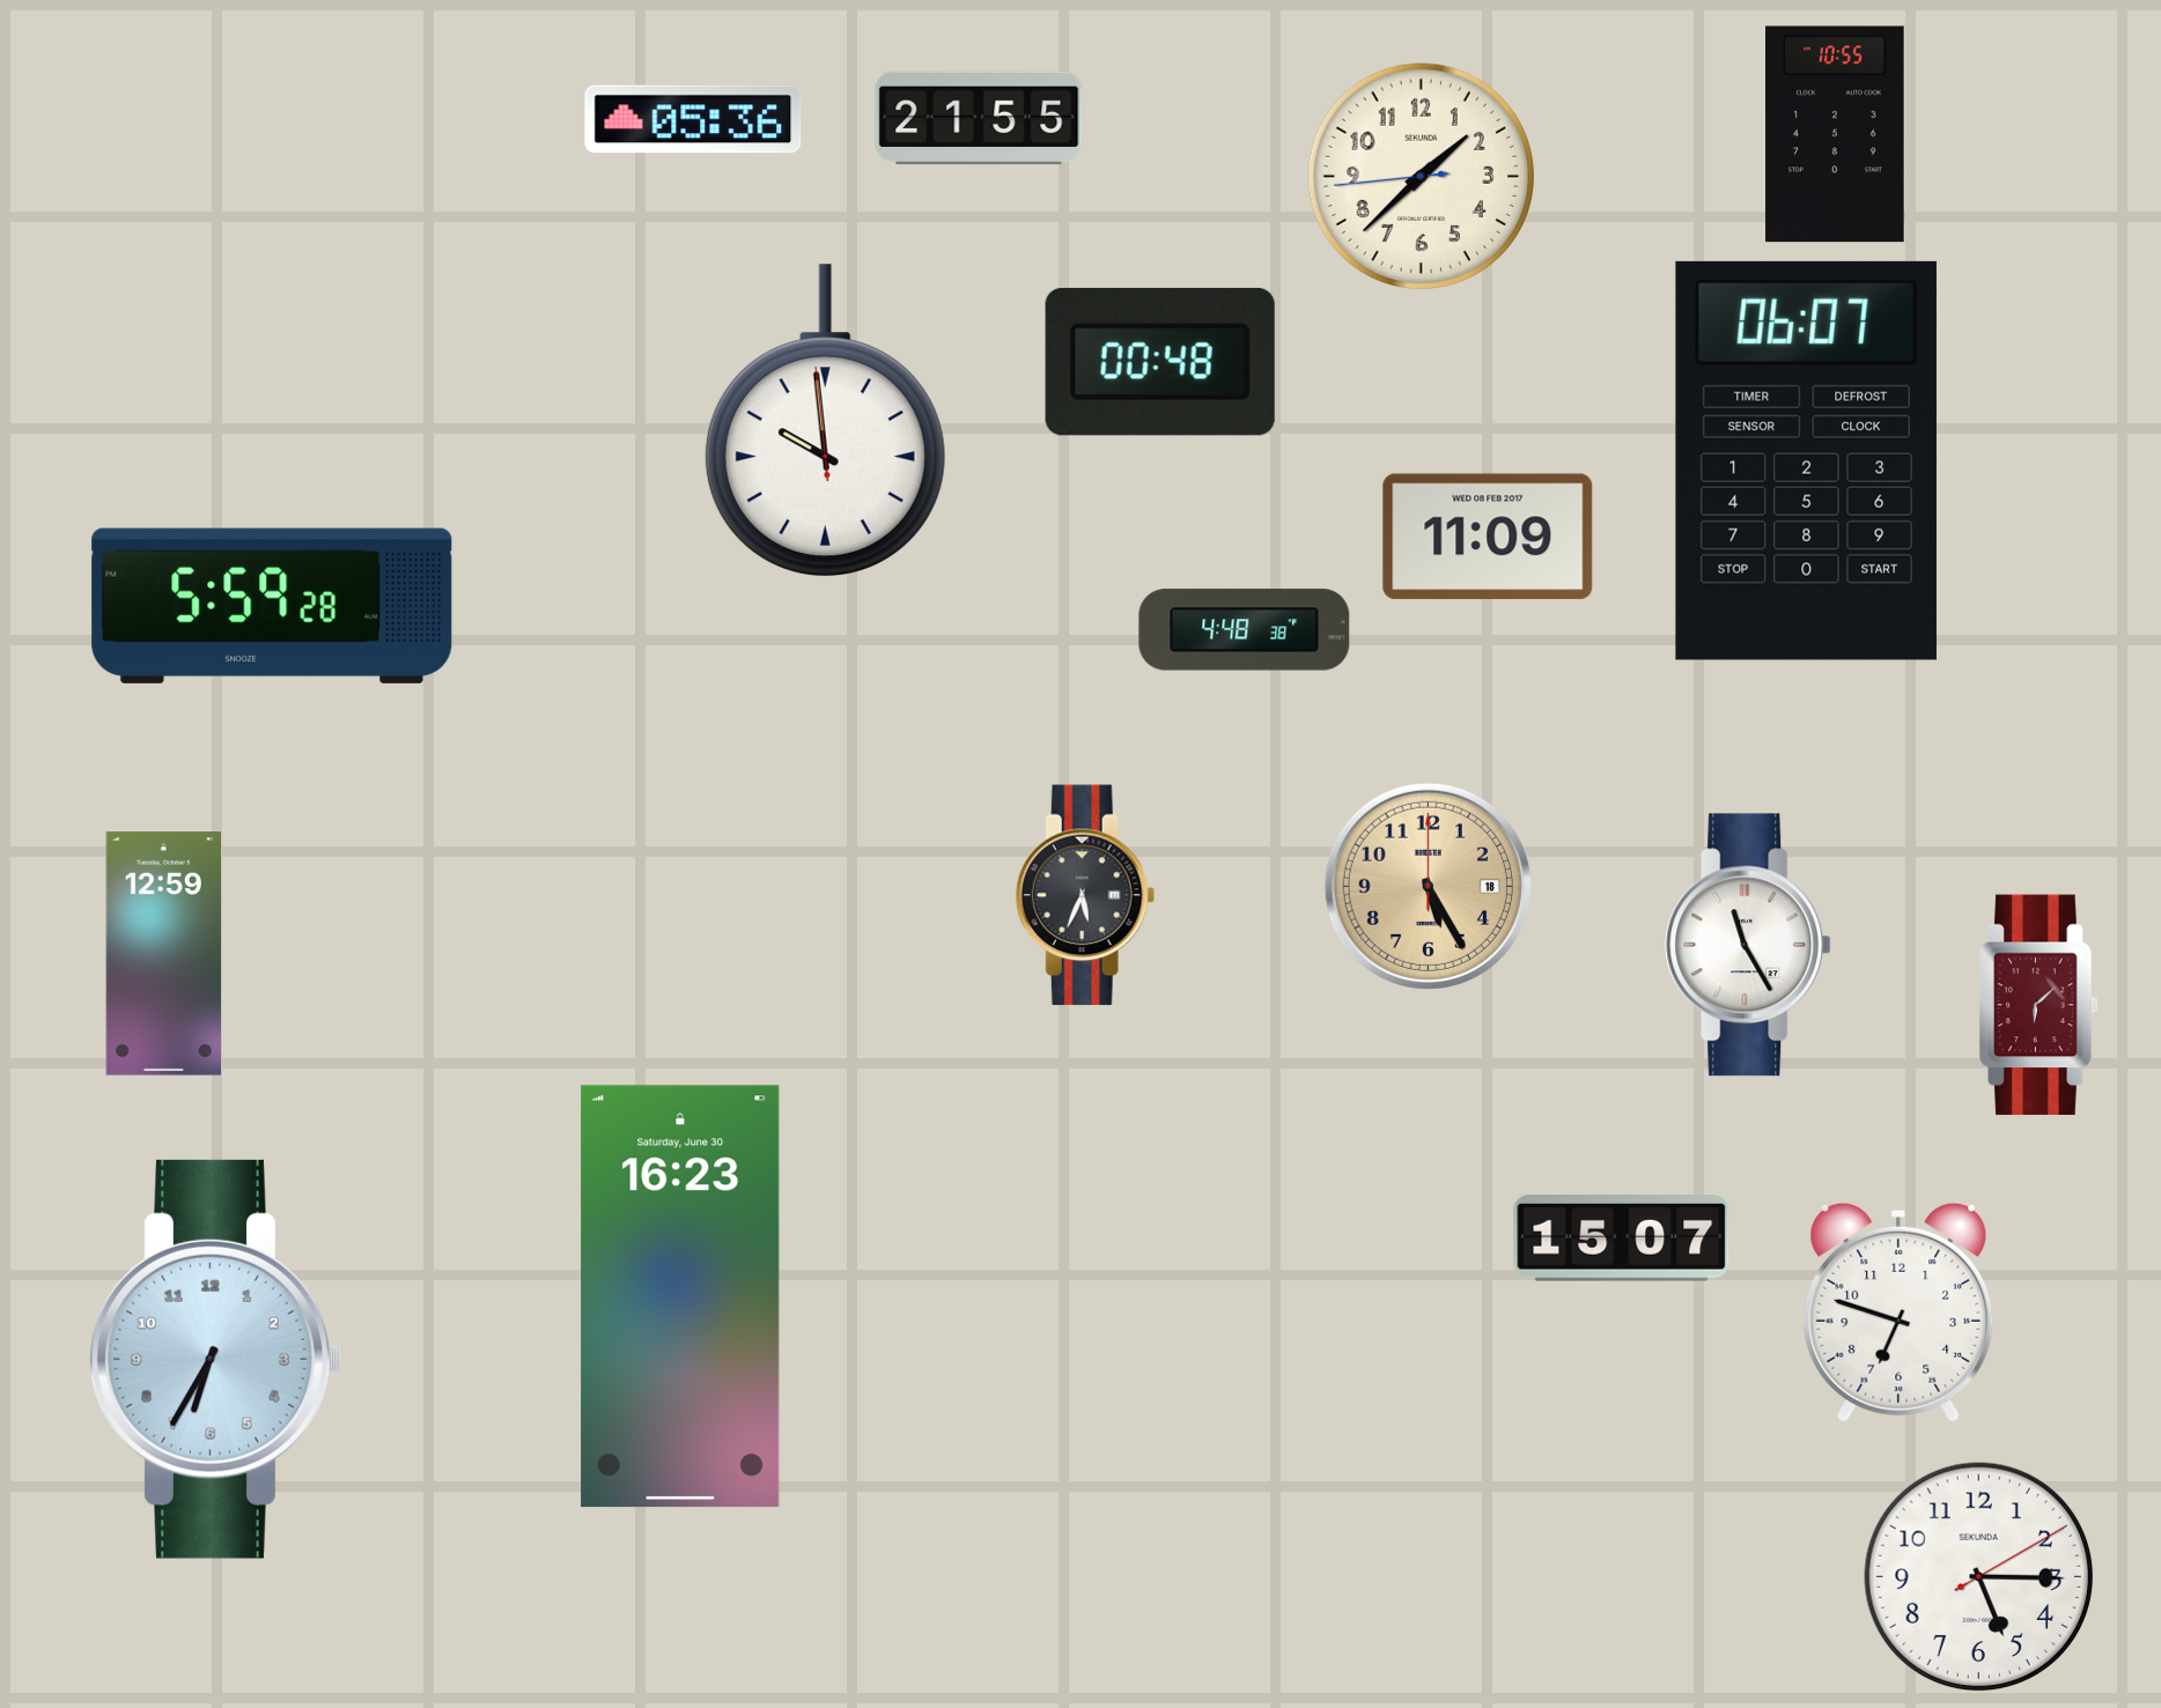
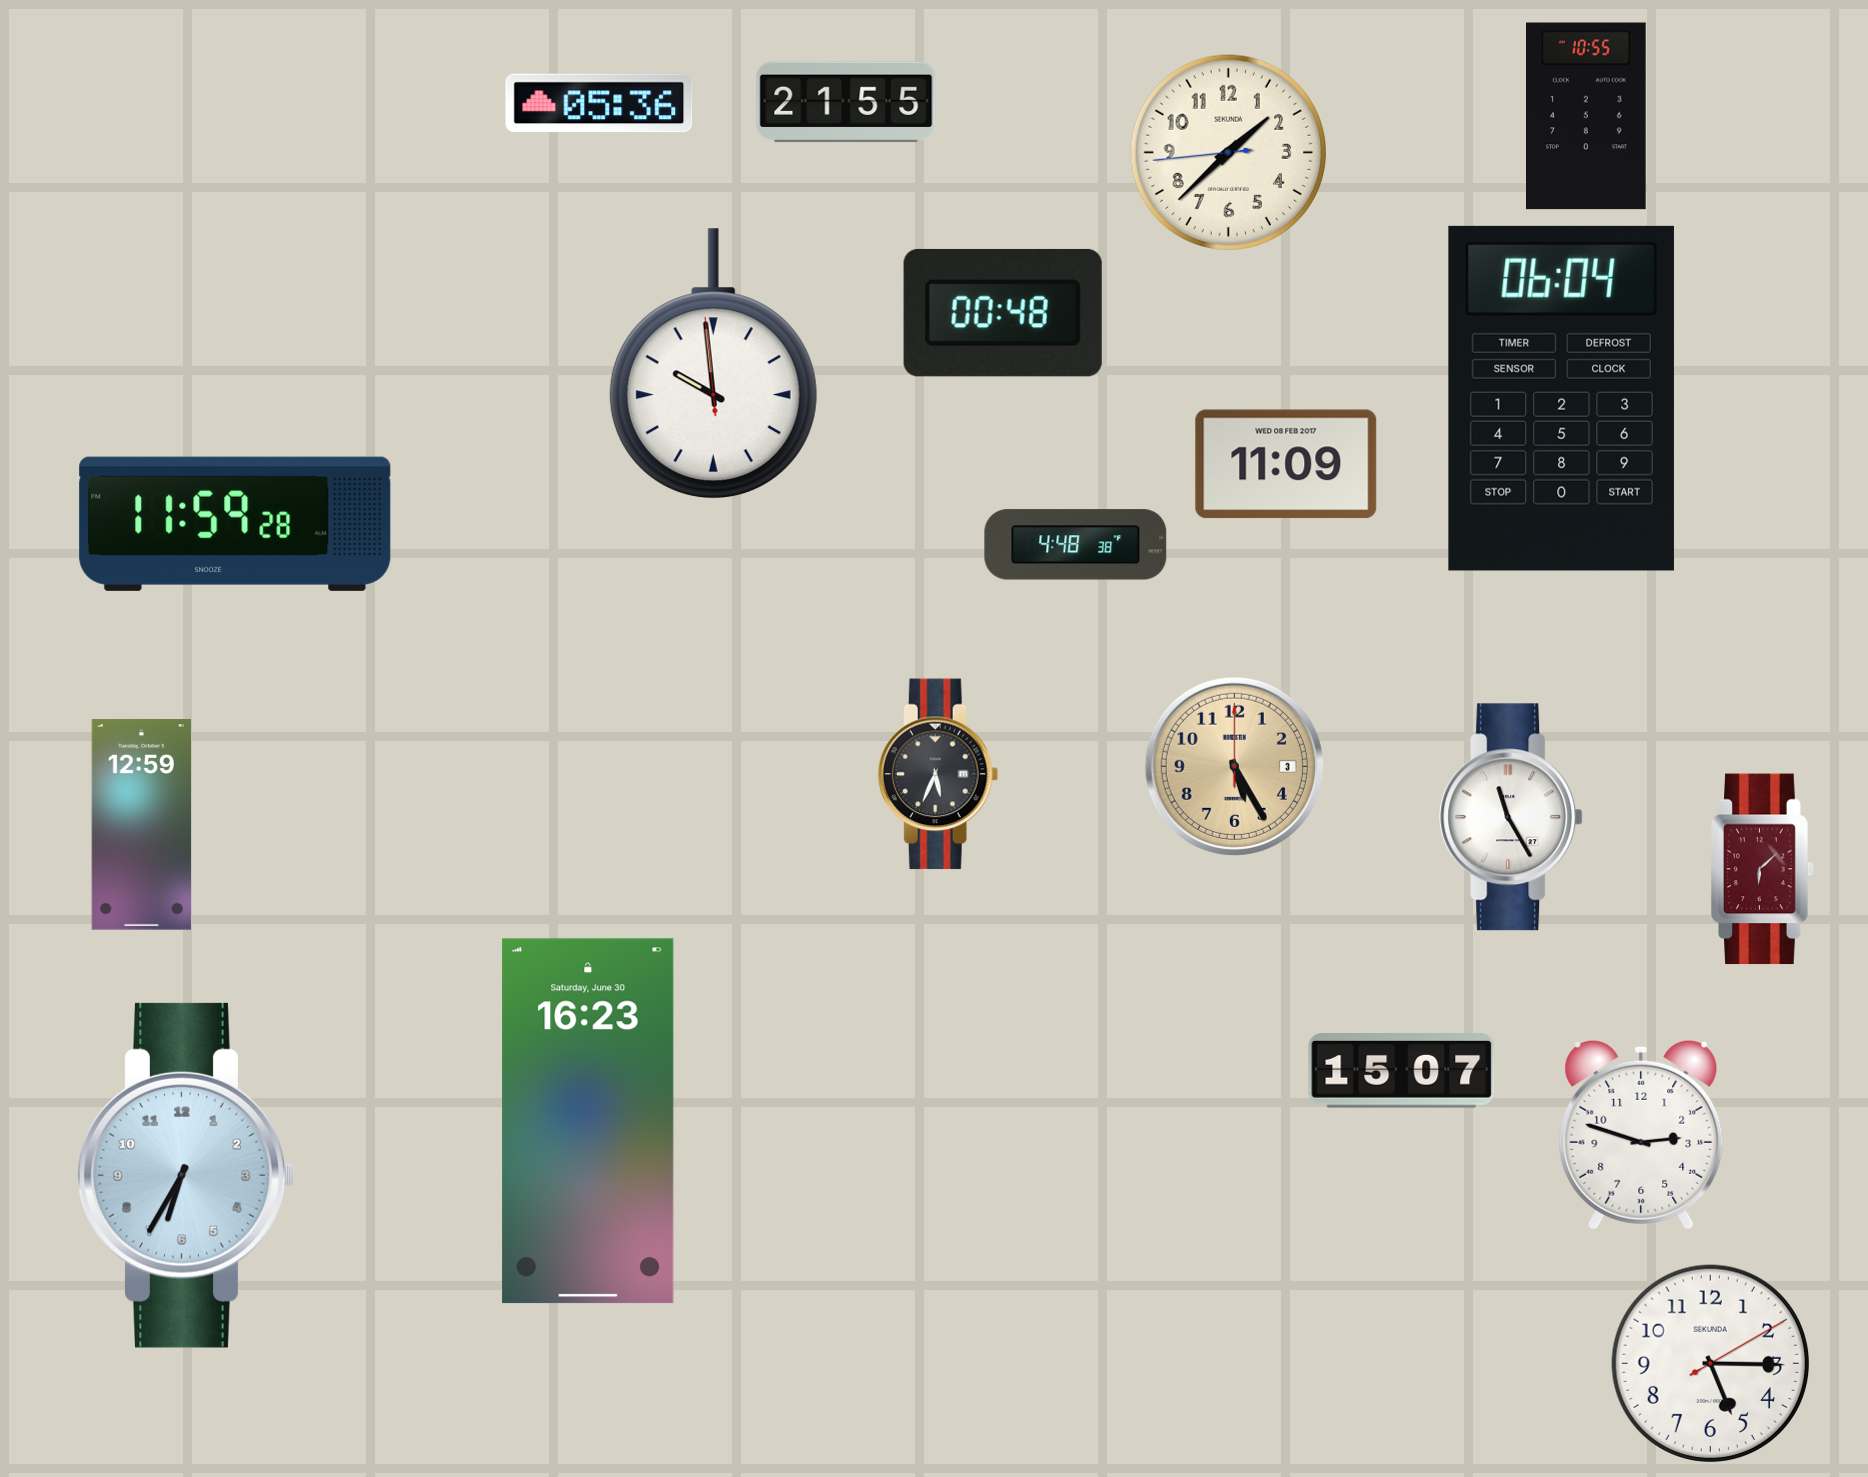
clock at (1806, 460): 06:07 -> 06:04
clock at (272, 606): 5:59 -> 11:59
clock at (1428, 886) date: 18 -> 3
clock at (1898, 1313): 6:48 -> 2:48
